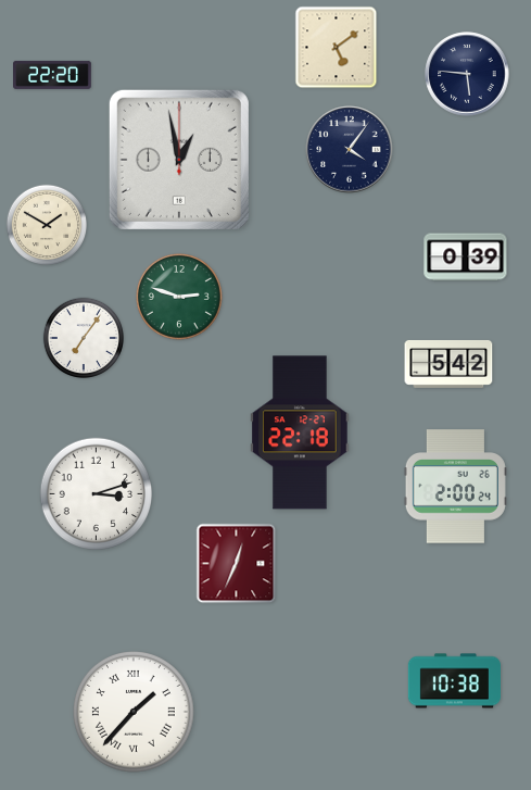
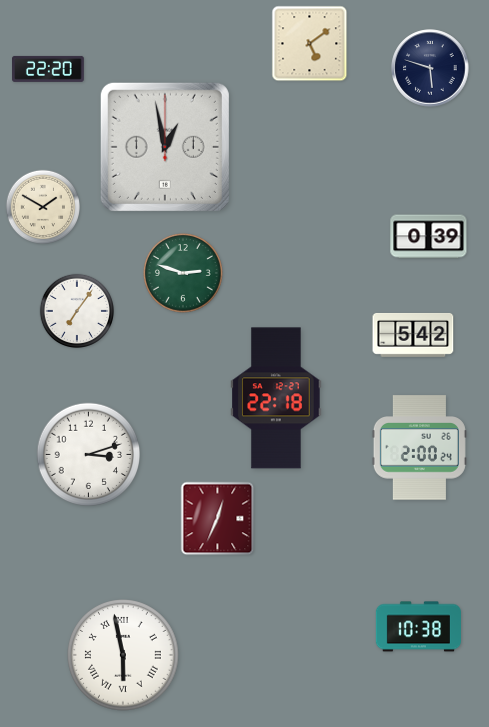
clock at (467, 74): 5:46 -> 5:48
clock at (350, 150): 4:06 -> none
clock at (180, 298) position: (180, 298) -> (184, 274)
clock at (135, 713): 1:37 -> 5:58
